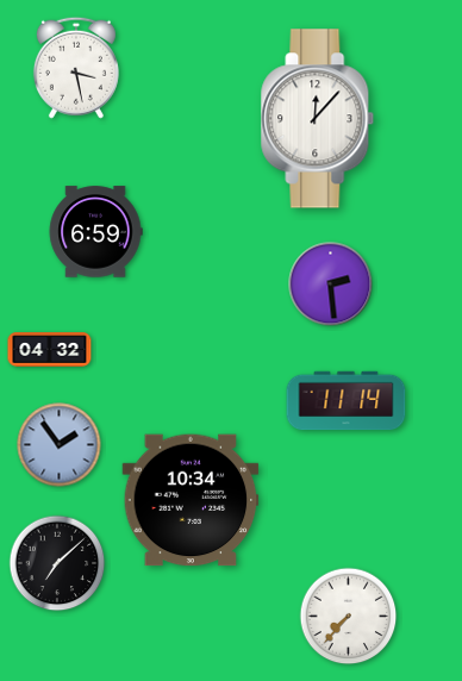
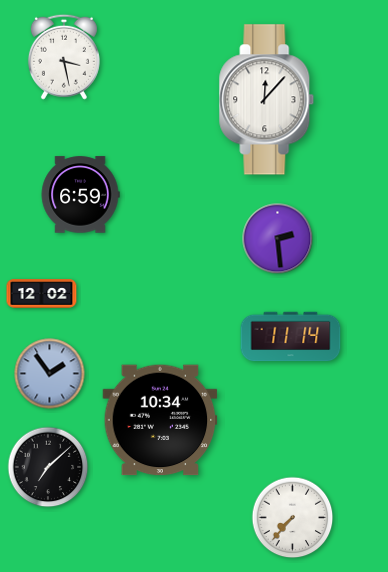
clock at (50, 350): 04:32 -> 12:02
clock at (57, 563) position: (57, 563) -> (48, 467)
